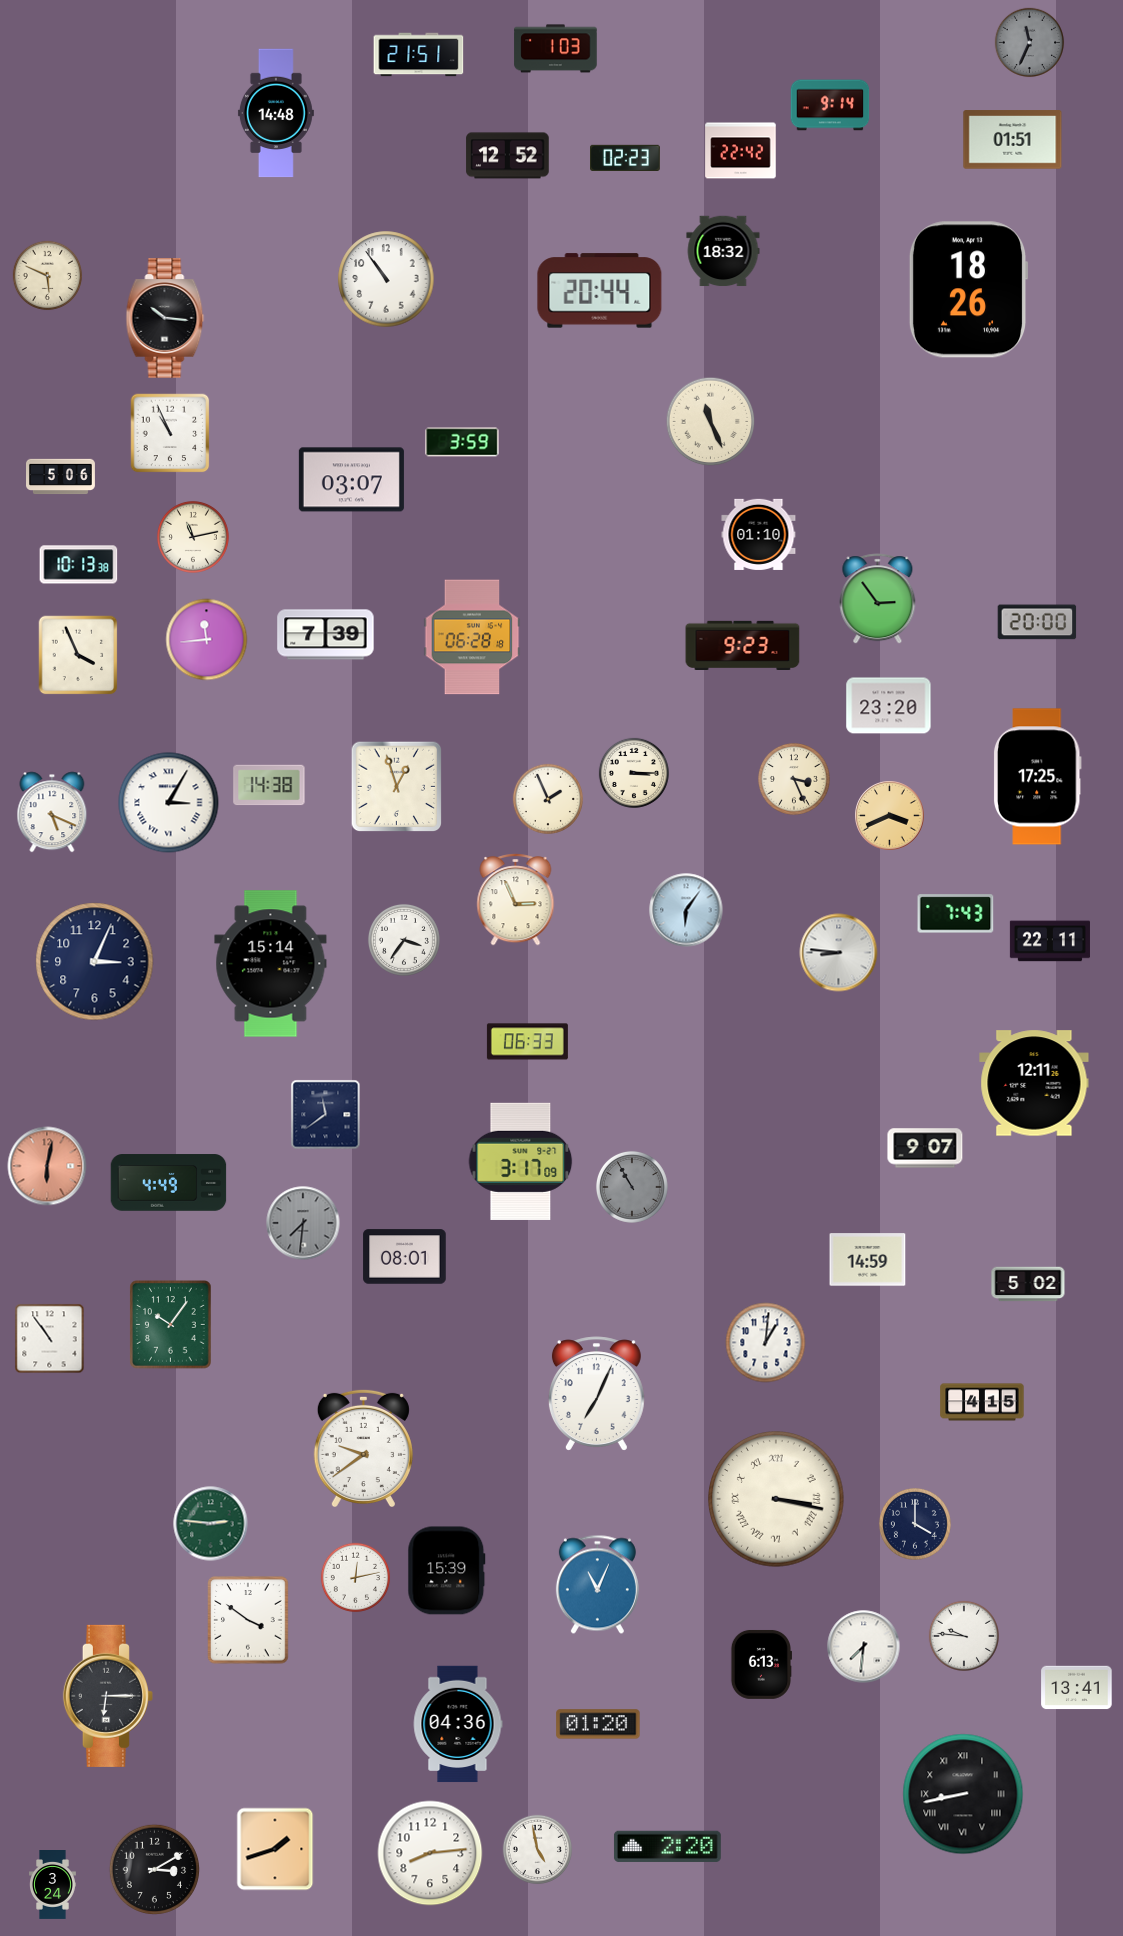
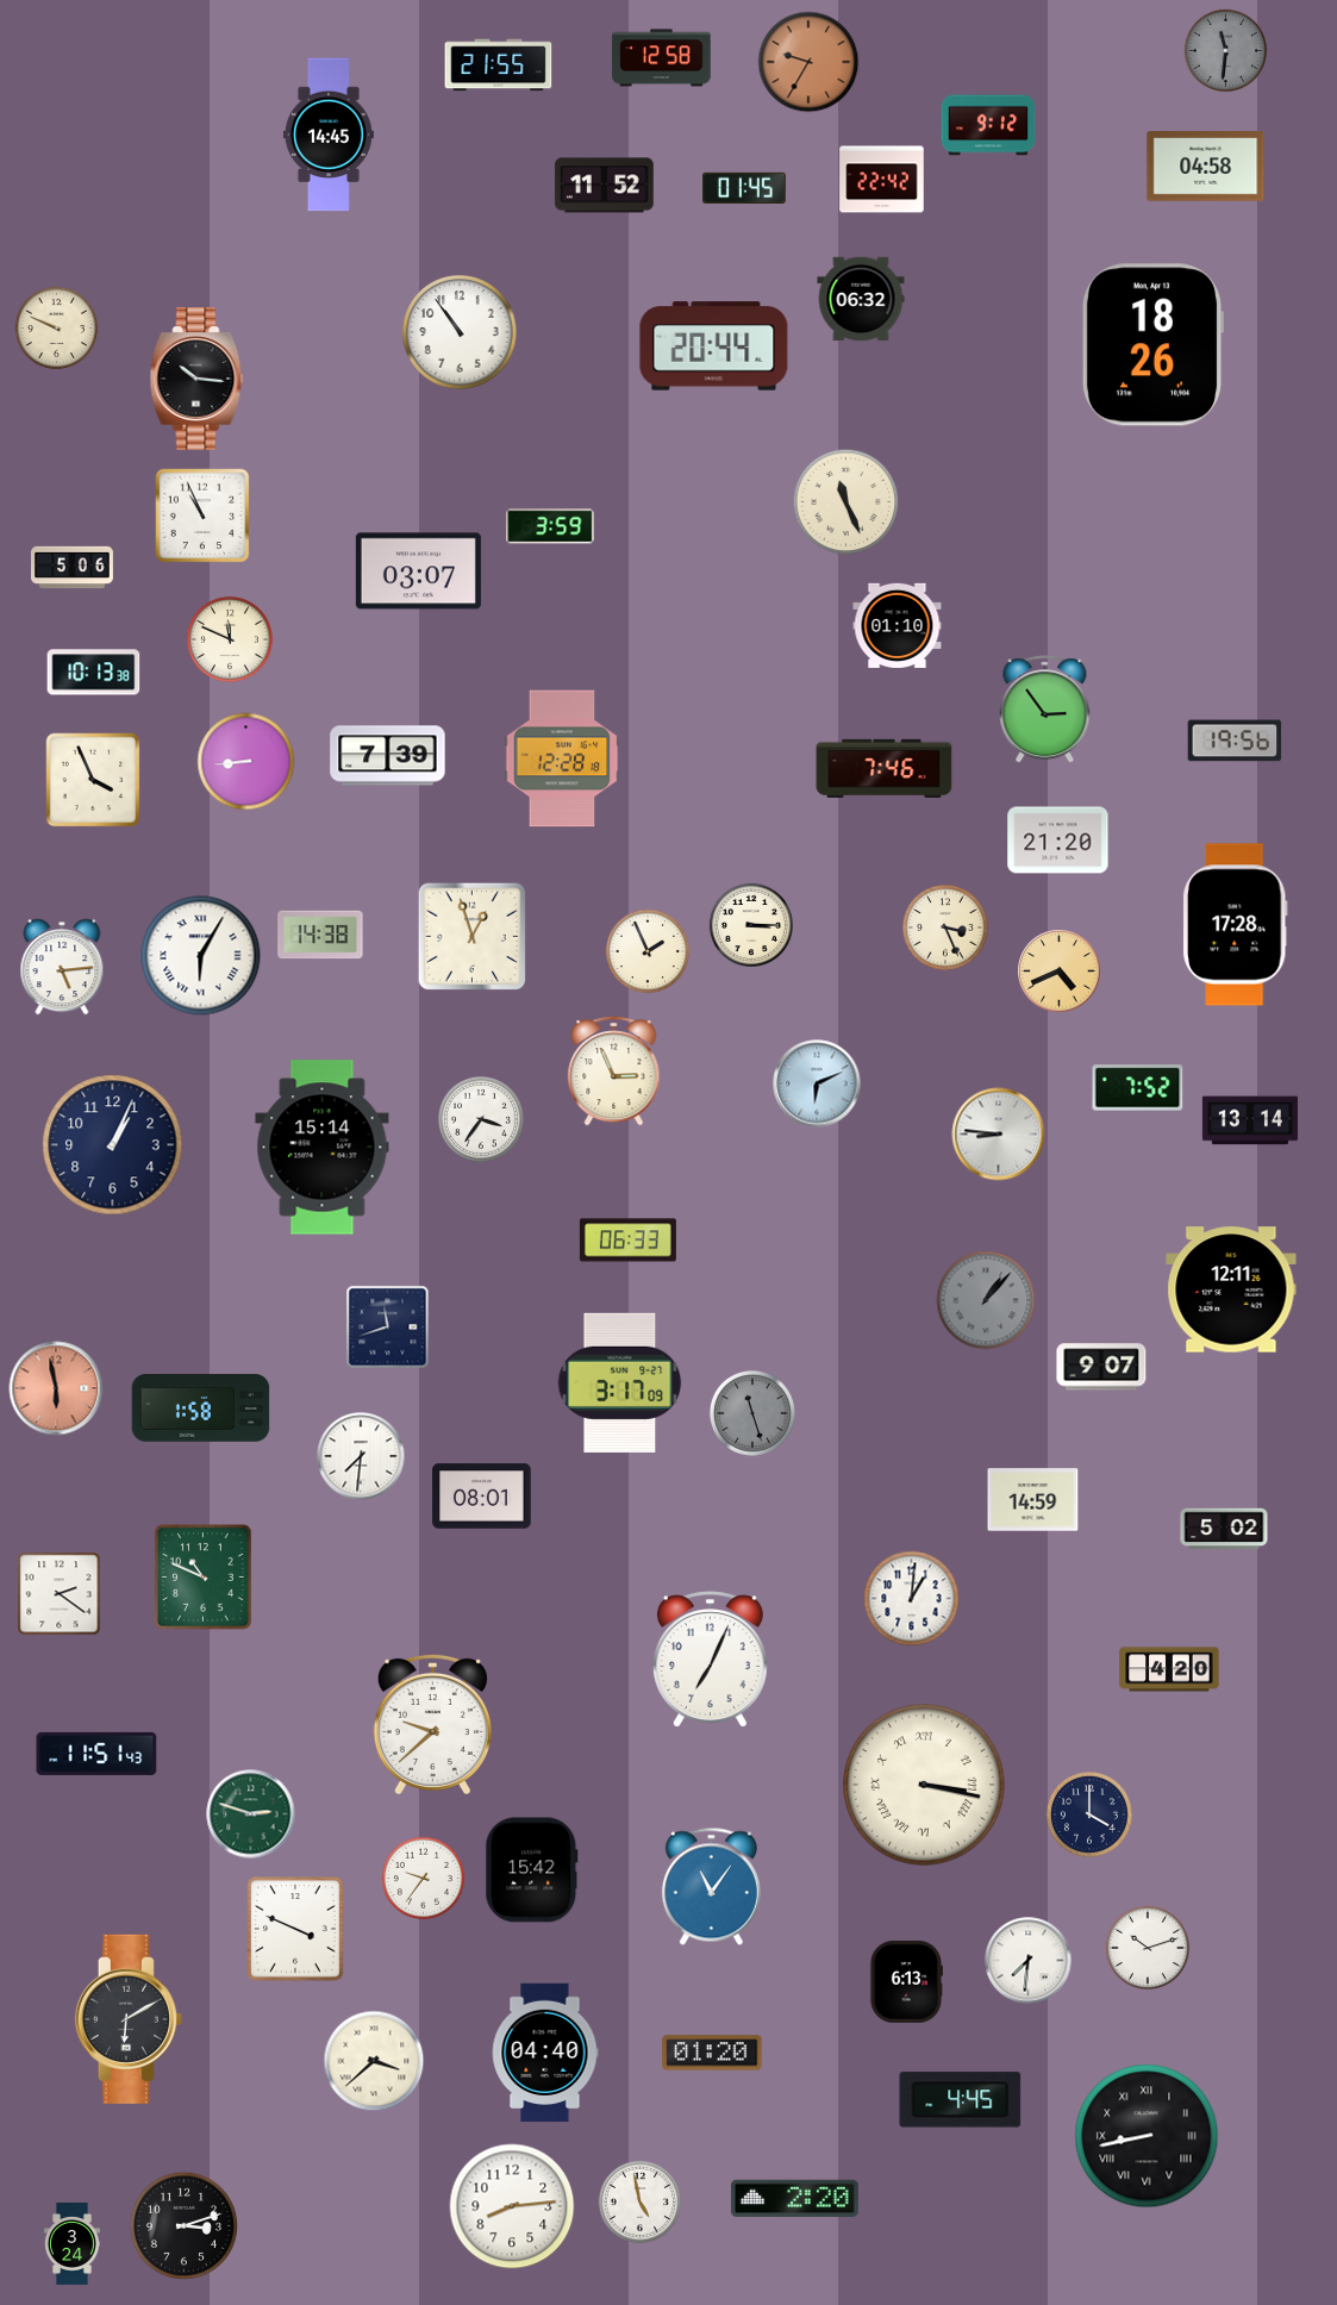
clock at (1030, 43): 11:34 -> 11:31
clock at (556, 49): 1:03 -> 12:58
clock at (808, 62): none -> 9:35
clock at (419, 55): 21:51 -> 21:55
clock at (830, 105): 9:14 -> 9:12
clock at (276, 113): 14:48 -> 14:45
clock at (1013, 140): 01:51 -> 04:58
clock at (508, 156): 12:52 -> 11:52
clock at (626, 158): 02:23 -> 01:45
clock at (723, 251): 18:32 -> 06:32
clock at (48, 276): 5:49 -> 9:49
clock at (759, 534) position: (759, 534) -> (898, 625)
clock at (193, 537): 11:13 -> 11:49
clock at (878, 599) position: (878, 599) -> (1045, 710)
clock at (1037, 622): 20:00 -> 19:56
clock at (472, 637): 06:28 -> 12:28
clock at (207, 640): 11:44 -> 8:44
clock at (743, 645): 9:23 -> 7:46
clock at (889, 706): 23:20 -> 21:20
clock at (634, 773) position: (634, 773) -> (751, 925)
clock at (1037, 777): 17:25 -> 17:28
clock at (548, 799) position: (548, 799) -> (648, 951)
clock at (169, 803): 3:05 -> 6:05
clock at (52, 812): 5:19 -> 5:14
clock at (890, 816): 3:41 -> 4:41
clock at (686, 910): 6:06 -> 6:11
clock at (956, 914): 7:43 -> 7:52
clock at (1050, 941): 22:11 -> 13:14
clock at (95, 962): 3:04 -> 1:04
clock at (986, 1300): none -> 1:07
clock at (326, 1115): 11:39 -> 11:42
clock at (47, 1166): 6:02 -> 5:58
clock at (169, 1183): 4:49 -> 1:58
clock at (632, 1187): 10:55 -> 11:27
clock at (303, 1223) dial: grey -> white
clock at (171, 1325): 10:06 -> 10:49
clock at (50, 1339): 10:54 -> 2:21
clock at (982, 1402): 4:15 -> 4:20
clock at (363, 1447): 9:39 -> 9:38
clock at (96, 1754): none -> 11:51
clock at (211, 1524): 2:46 -> 2:48
clock at (447, 1571): 15:39 -> 15:42
clock at (356, 1578): 12:13 -> 9:36
clock at (597, 1585): 11:04 -> 11:06
clock at (248, 1620): 3:51 -> 3:49
clock at (964, 1636): 9:46 -> 10:12
clock at (1077, 1688): 13:41 -> none
clock at (108, 1696): 6:15 -> 6:10
clock at (458, 1724): 04:36 -> 04:40
clock at (374, 2061): none -> 3:38
clock at (961, 2100): none -> 4:45
clock at (275, 1849): 1:42 -> none
clock at (154, 1869): 3:10 -> 3:12
clock at (53, 1885) position: (53, 1885) -> (73, 2244)
